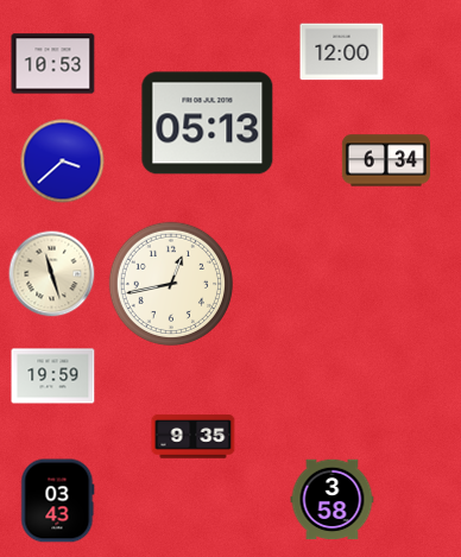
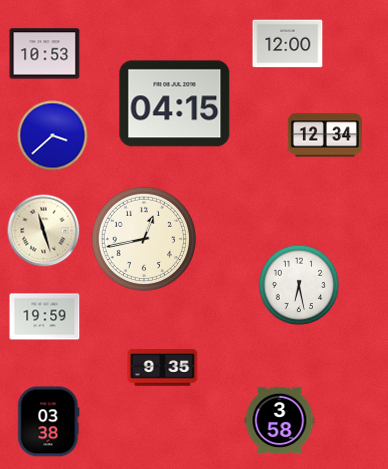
clock at (208, 124): 05:13 -> 04:15
clock at (385, 160): 6:34 -> 12:34
clock at (299, 285): none -> 6:28
clock at (58, 501): 03:43 -> 03:38
